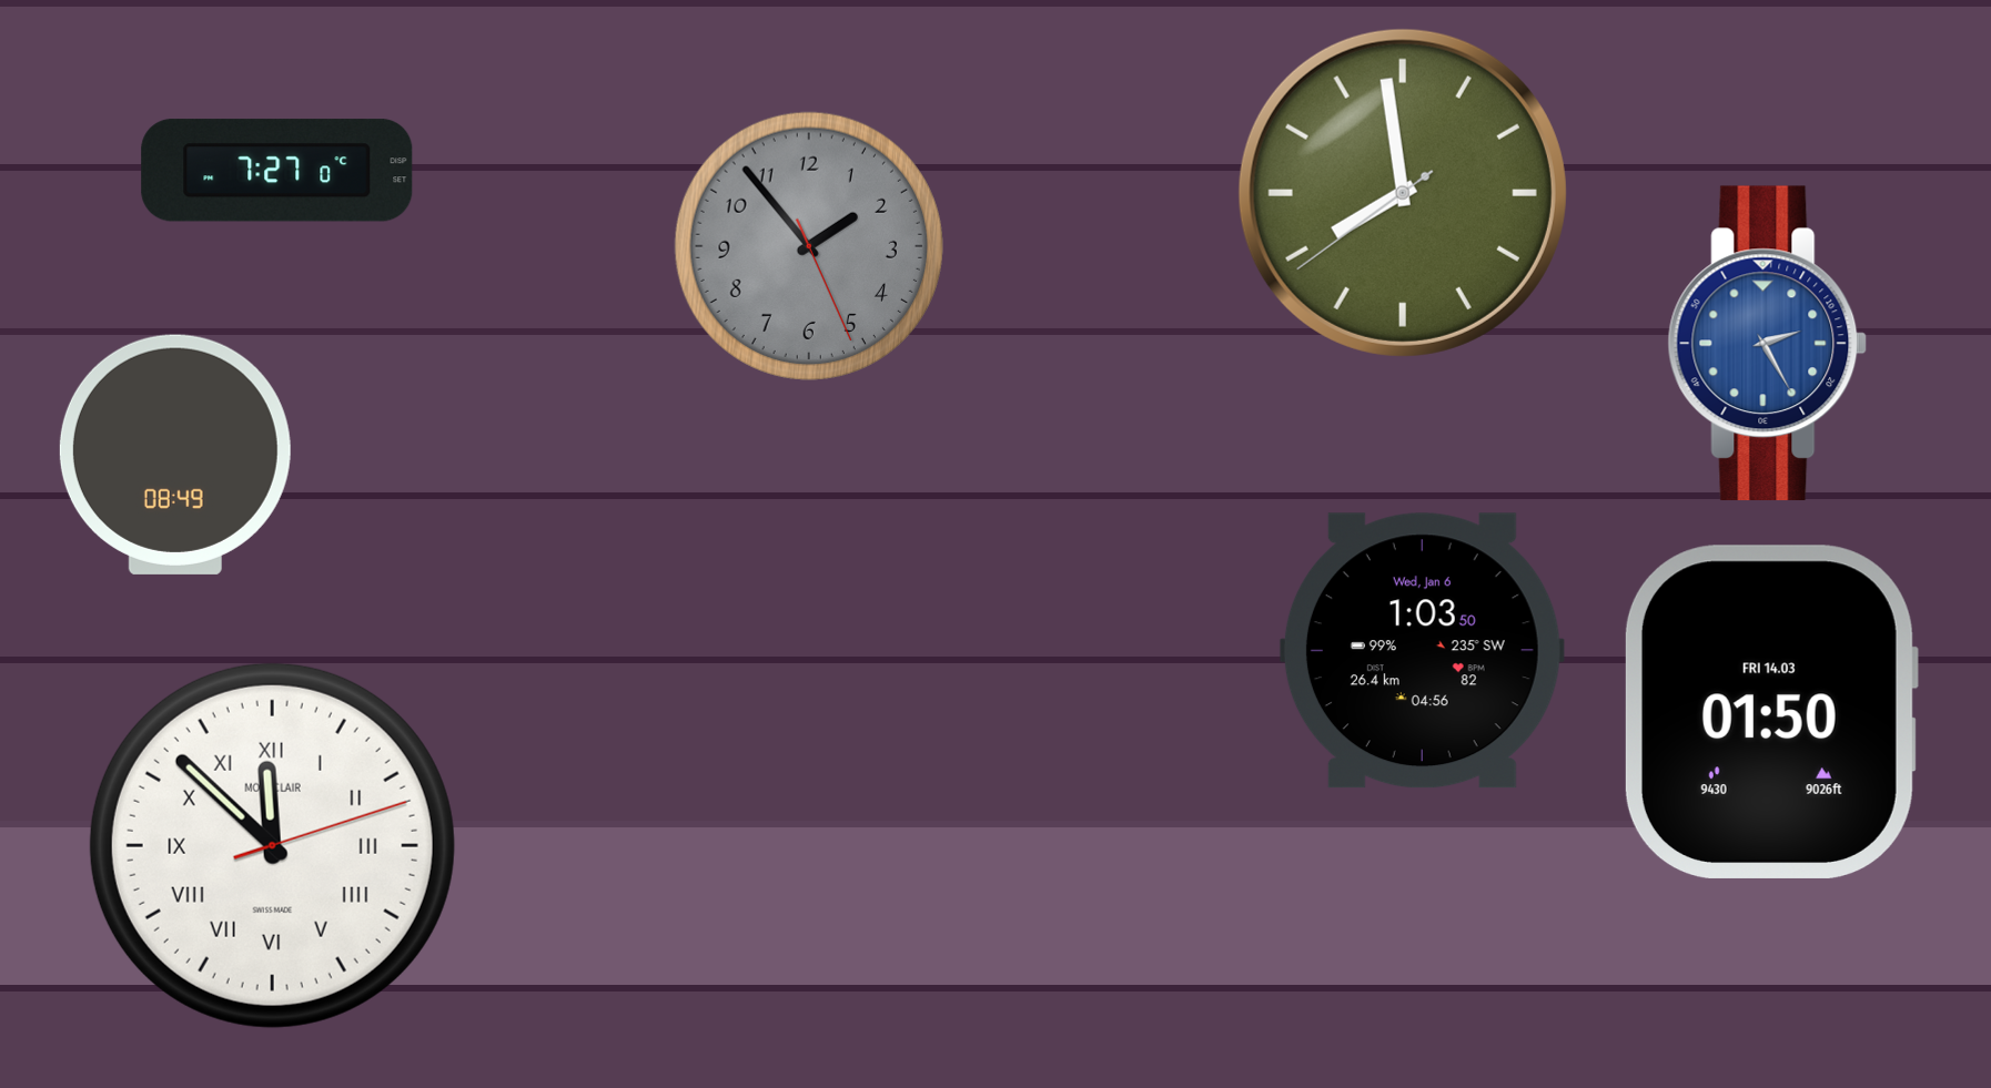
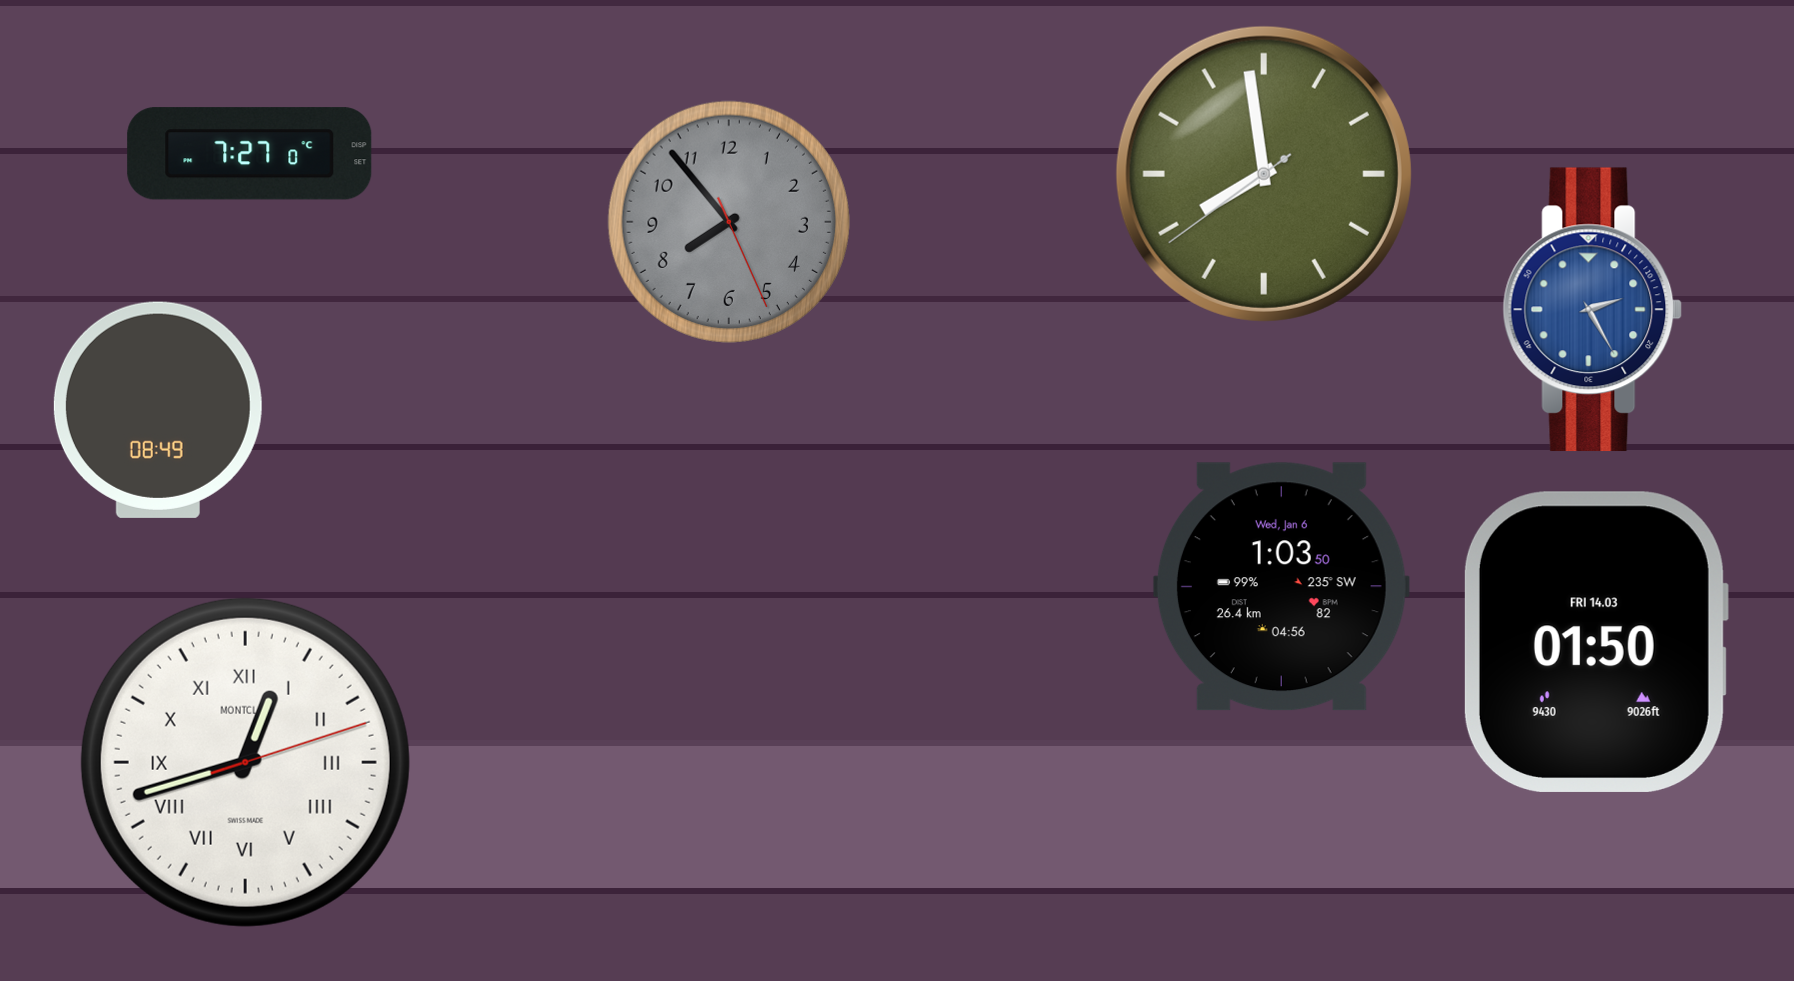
clock at (809, 246): 1:53 -> 7:53
clock at (272, 845): 11:52 -> 12:42
